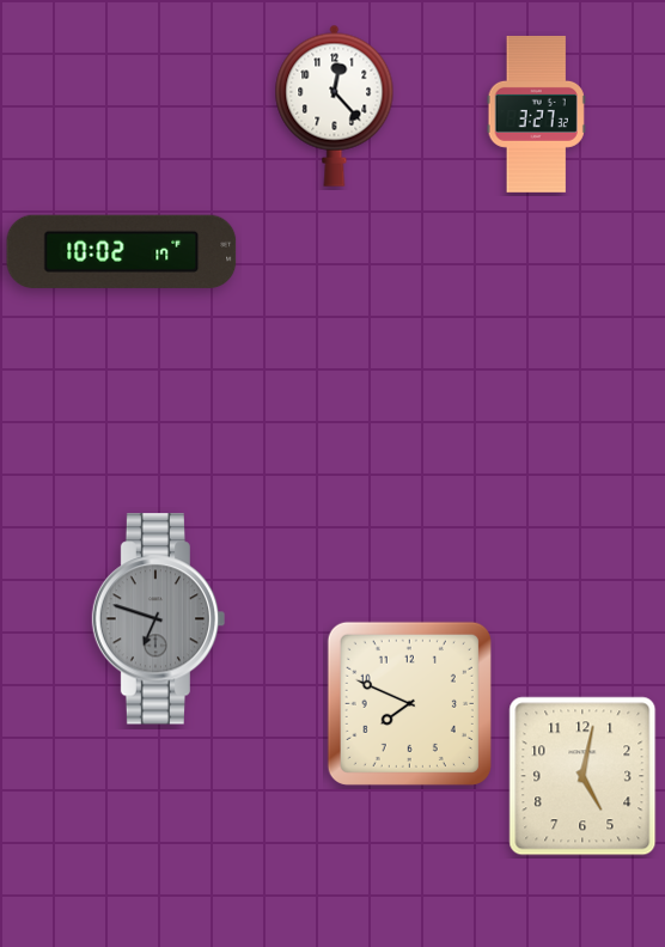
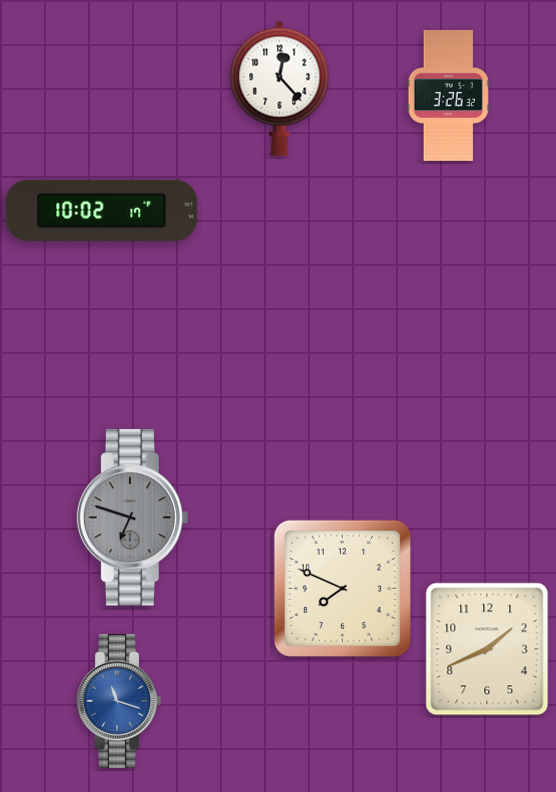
clock at (536, 114): 3:27 -> 3:26
clock at (582, 776): 5:02 -> 1:41
clock at (119, 702): none -> 11:18
